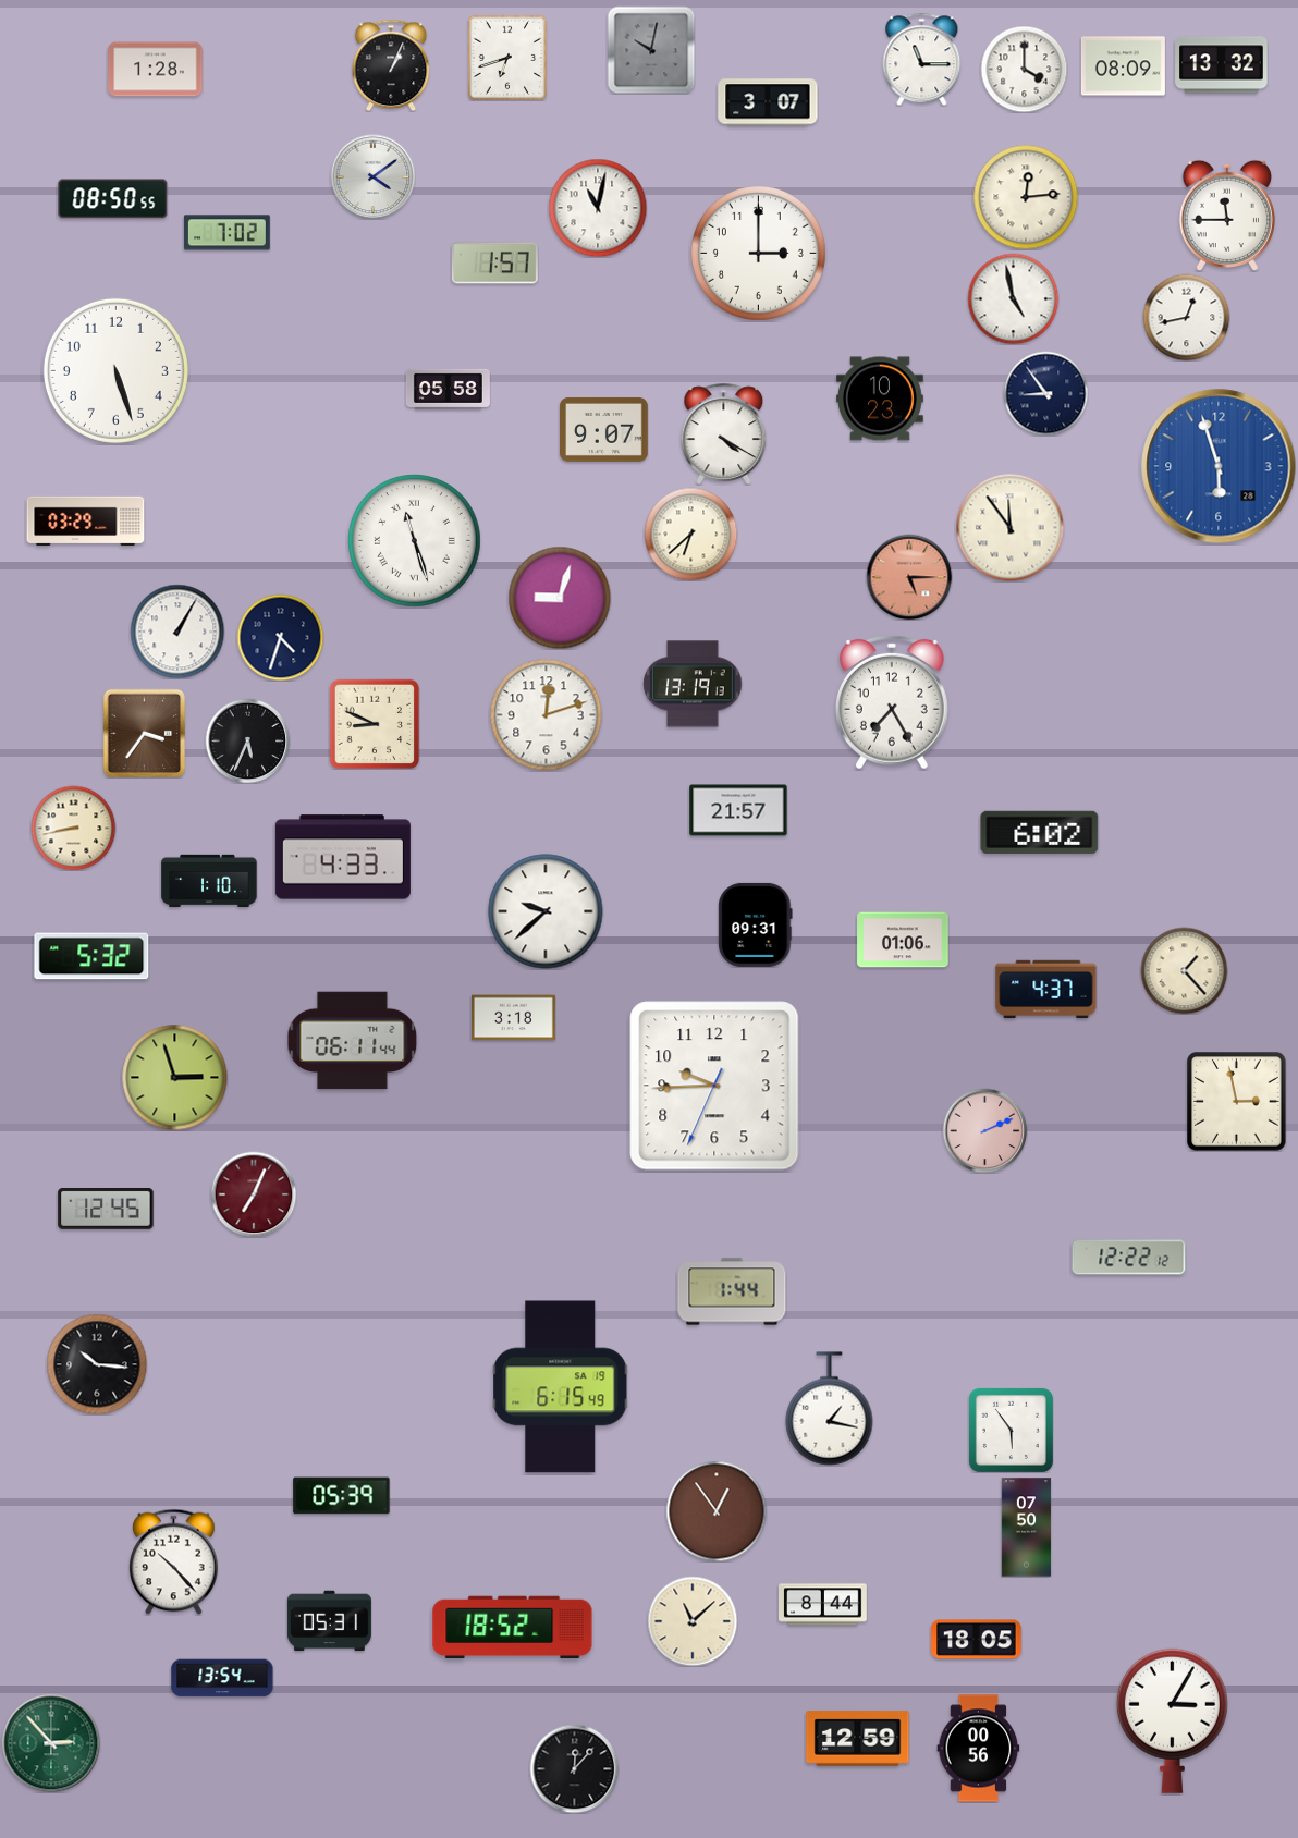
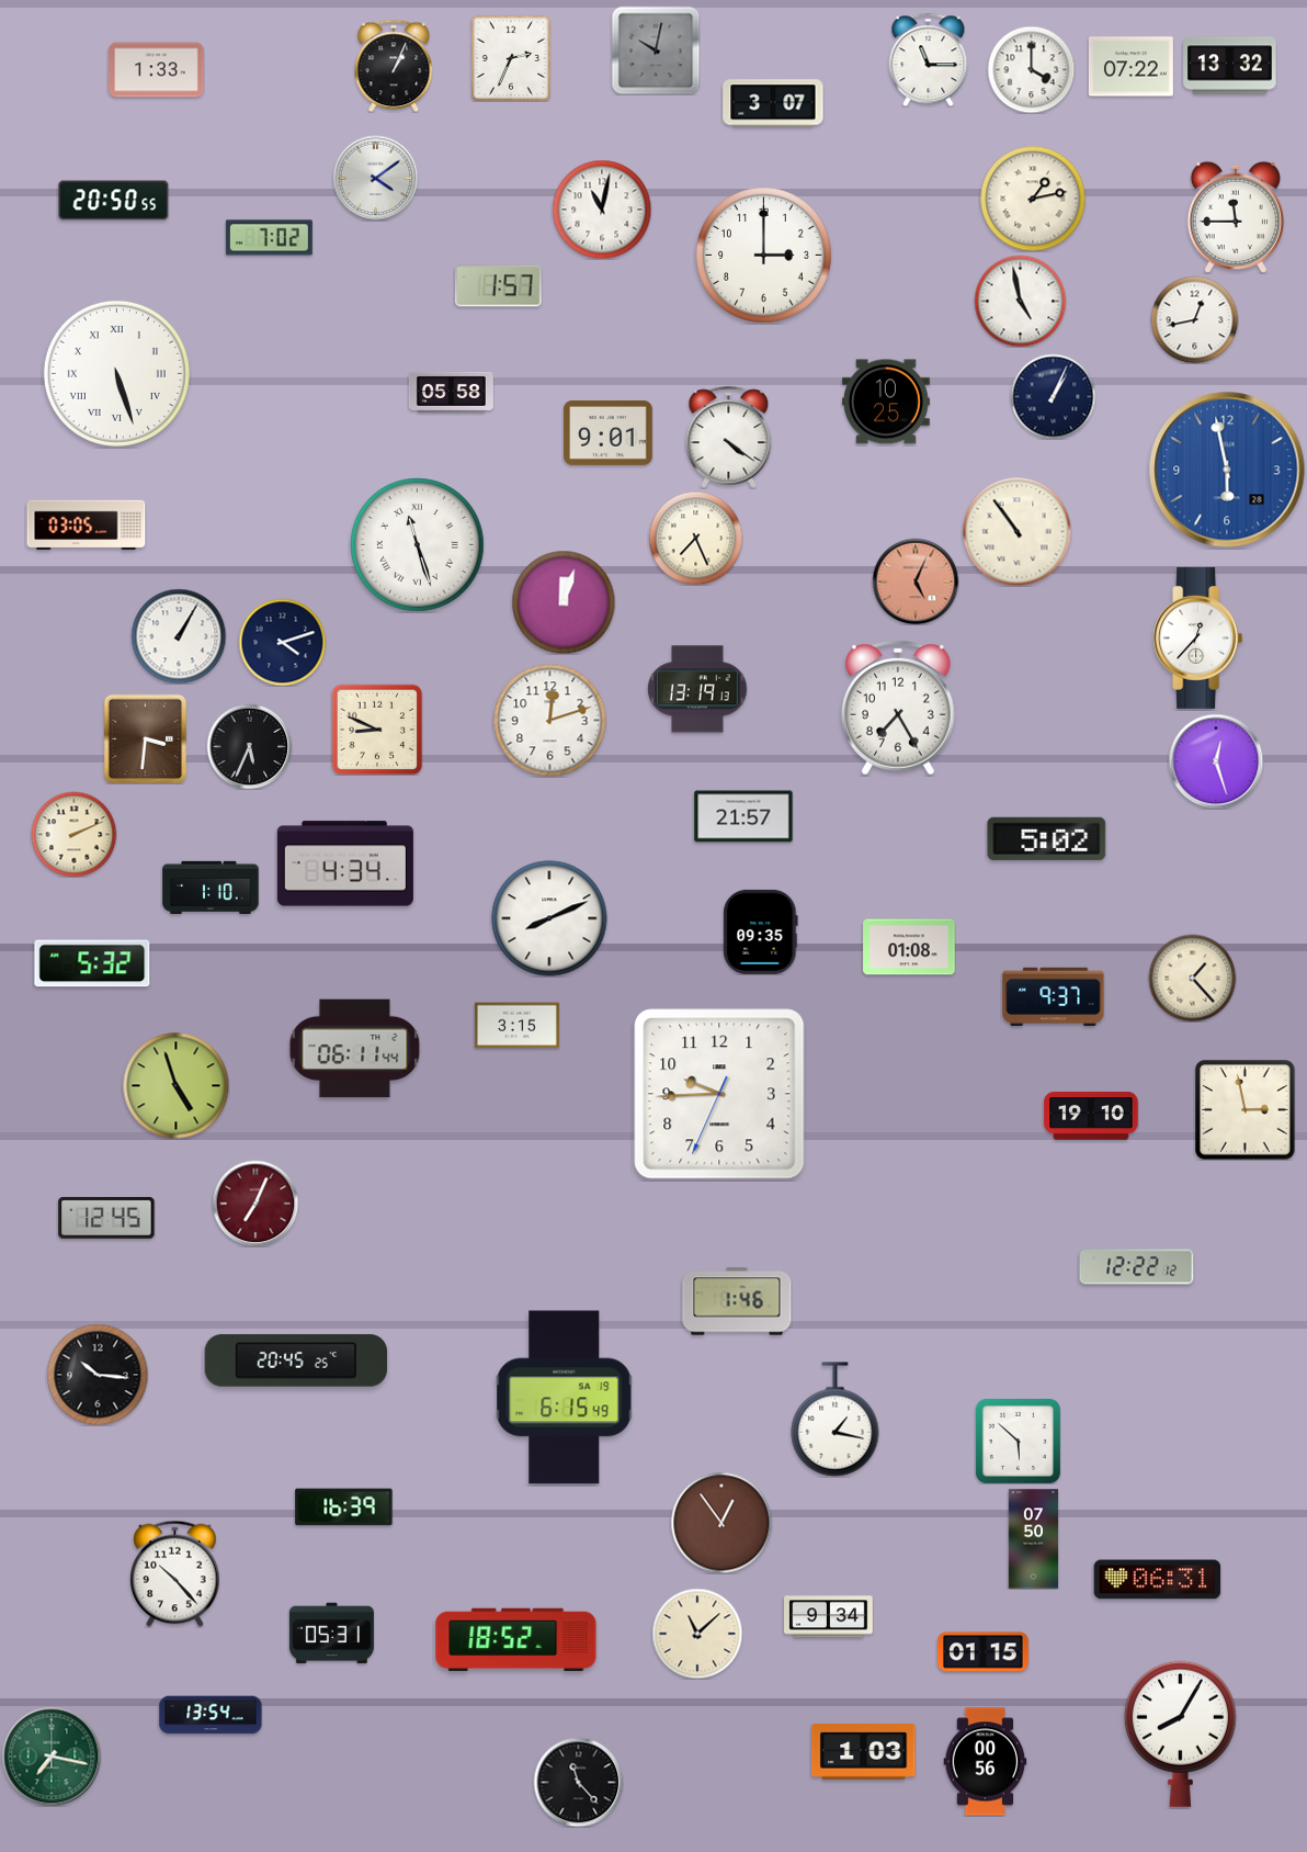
clock at (507, 58): 6:42 -> 2:34
clock at (1123, 66): 08:09 -> 07:22
clock at (156, 70): 1:28 -> 1:33
clock at (1026, 197): 12:14 -> 1:13
clock at (113, 199): 08:50 -> 20:50
clock at (226, 233) position: (226, 233) -> (269, 238)
clock at (494, 264) position: (494, 264) -> (498, 286)
clock at (115, 370) numerals: Arabic -> Roman
clock at (1045, 393): 8:54 -> 1:04
clock at (881, 399): 10:23 -> 10:25
clock at (604, 429): 9:07 -> 9:01
clock at (724, 433): 4:20 -> 4:21
clock at (1219, 466): 5:57 -> 5:58
clock at (86, 522): 03:29 -> 03:05
clock at (1011, 528): 11:54 -> 10:54
clock at (690, 534): 6:38 -> 7:26
clock at (909, 577): 5:15 -> 5:04
clock at (560, 598): 9:03 -> 12:03
clock at (1198, 637): none -> 12:37
clock at (280, 637): 4:33 -> 4:12
clock at (145, 733): 3:36 -> 3:31
clock at (1216, 761): none -> 12:27
clock at (73, 828): 8:43 -> 2:11
clock at (1040, 832): 6:02 -> 5:02
clock at (343, 857): 4:33 -> 4:34
clock at (546, 911): 9:38 -> 8:11
clock at (756, 924): 09:31 -> 09:35
clock at (903, 940): 01:06 -> 01:08
clock at (1046, 990): 4:37 -> 9:37
clock at (513, 1018): 3:18 -> 3:15
clock at (174, 1077): 2:57 -> 4:57
clock at (1091, 1116): none -> 19:10
clock at (984, 1130): 2:11 -> none
clock at (732, 1291): 1:44 -> 1:46
clock at (296, 1360): none -> 20:45
clock at (1011, 1430): 5:54 -> 5:52
clock at (342, 1496): 05:39 -> 16:39
clock at (1158, 1580): none -> 06:31
clock at (823, 1605): 8:44 -> 9:34
clock at (977, 1640): 18:05 -> 01:15
clock at (222, 1678) position: (222, 1678) -> (211, 1715)
clock at (1172, 1720): 3:05 -> 8:05
clock at (858, 1739): 12:59 -> 1:03
clock at (51, 1743): 2:53 -> 7:17
clock at (574, 1768): 12:07 -> 11:23
